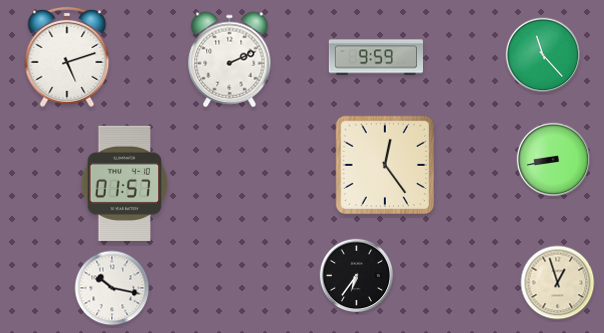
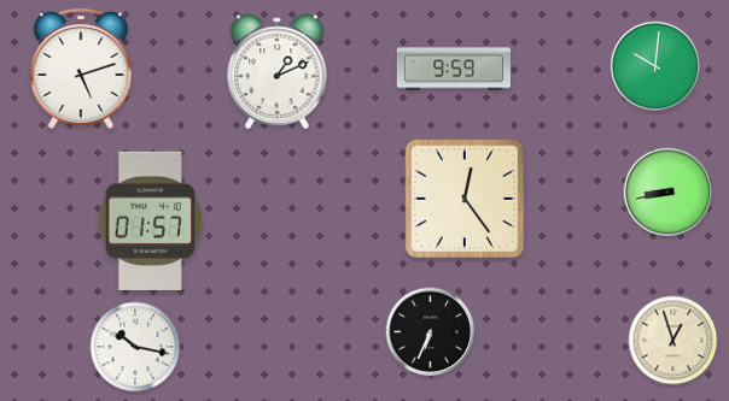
clock at (543, 55): 11:23 -> 10:01
clock at (230, 60): 2:11 -> 1:11
clock at (357, 276): 6:36 -> 6:34
